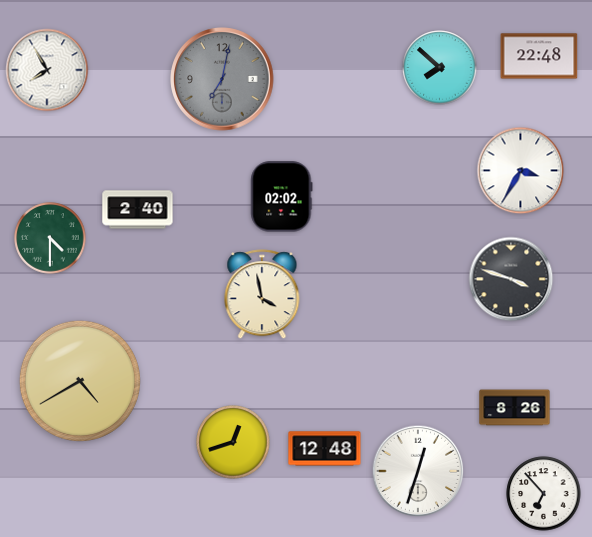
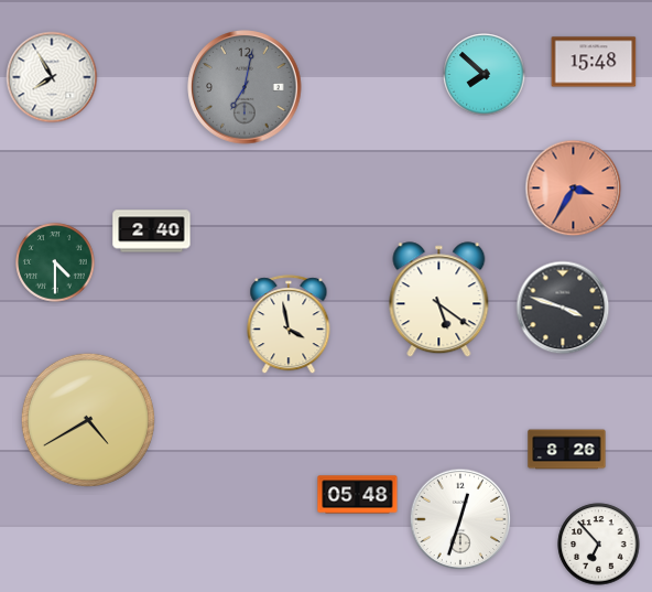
clock at (539, 56): 22:48 -> 15:48
clock at (521, 171) dial: white -> salmon
clock at (282, 197): 02:02 -> none
clock at (439, 300): none -> 5:21
clock at (233, 442): 12:42 -> none
clock at (325, 449): 12:48 -> 05:48
